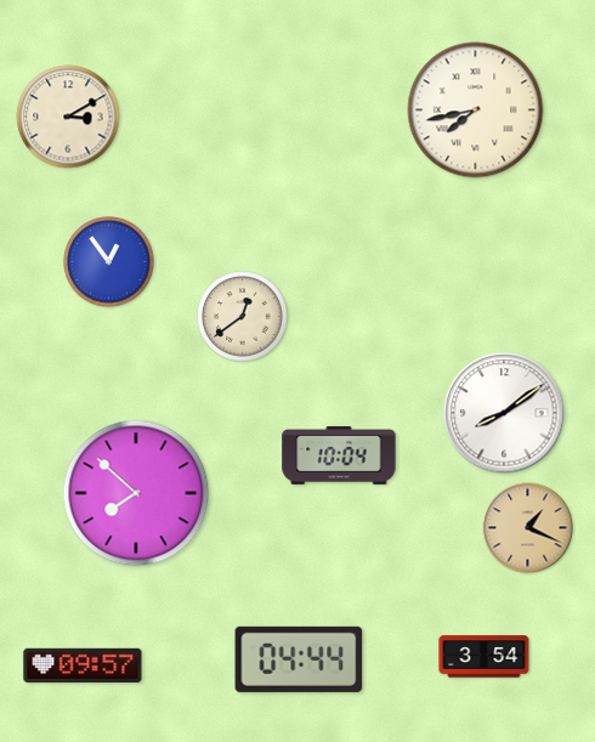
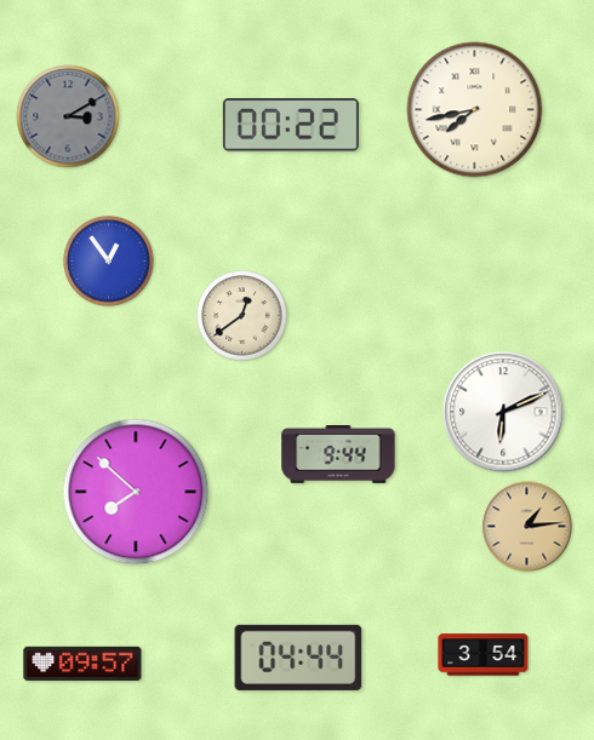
clock at (68, 117) dial: cream -> grey
clock at (291, 125): none -> 00:22
clock at (504, 413): 8:09 -> 6:11
clock at (339, 455): 10:04 -> 9:44
clock at (528, 528): 1:19 -> 1:14
